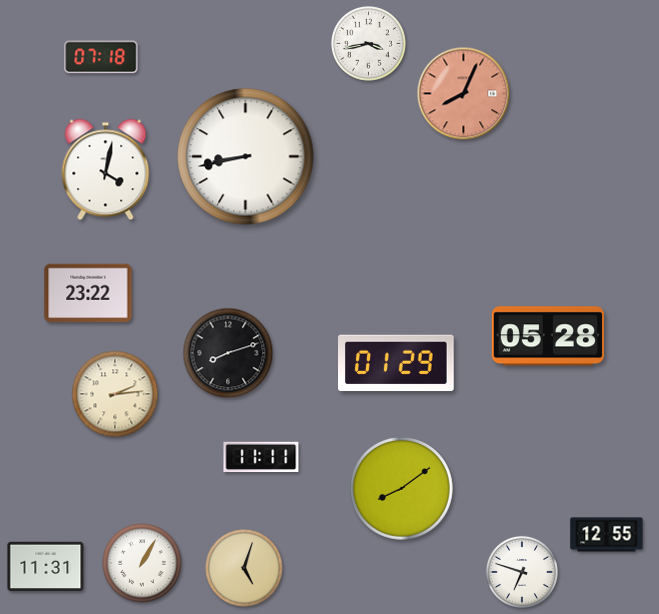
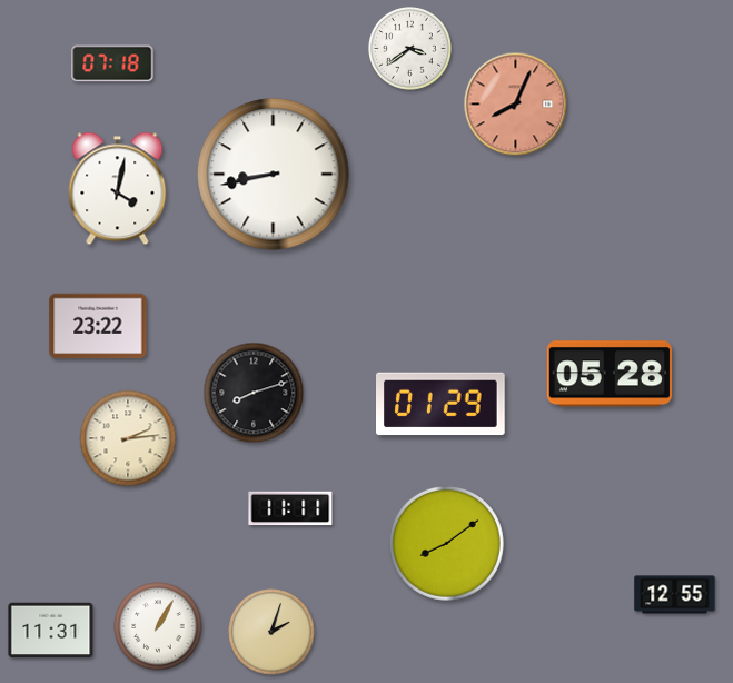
clock at (369, 44): 3:43 -> 3:39
clock at (244, 568): 5:03 -> 2:03
clock at (522, 572): 6:48 -> none
